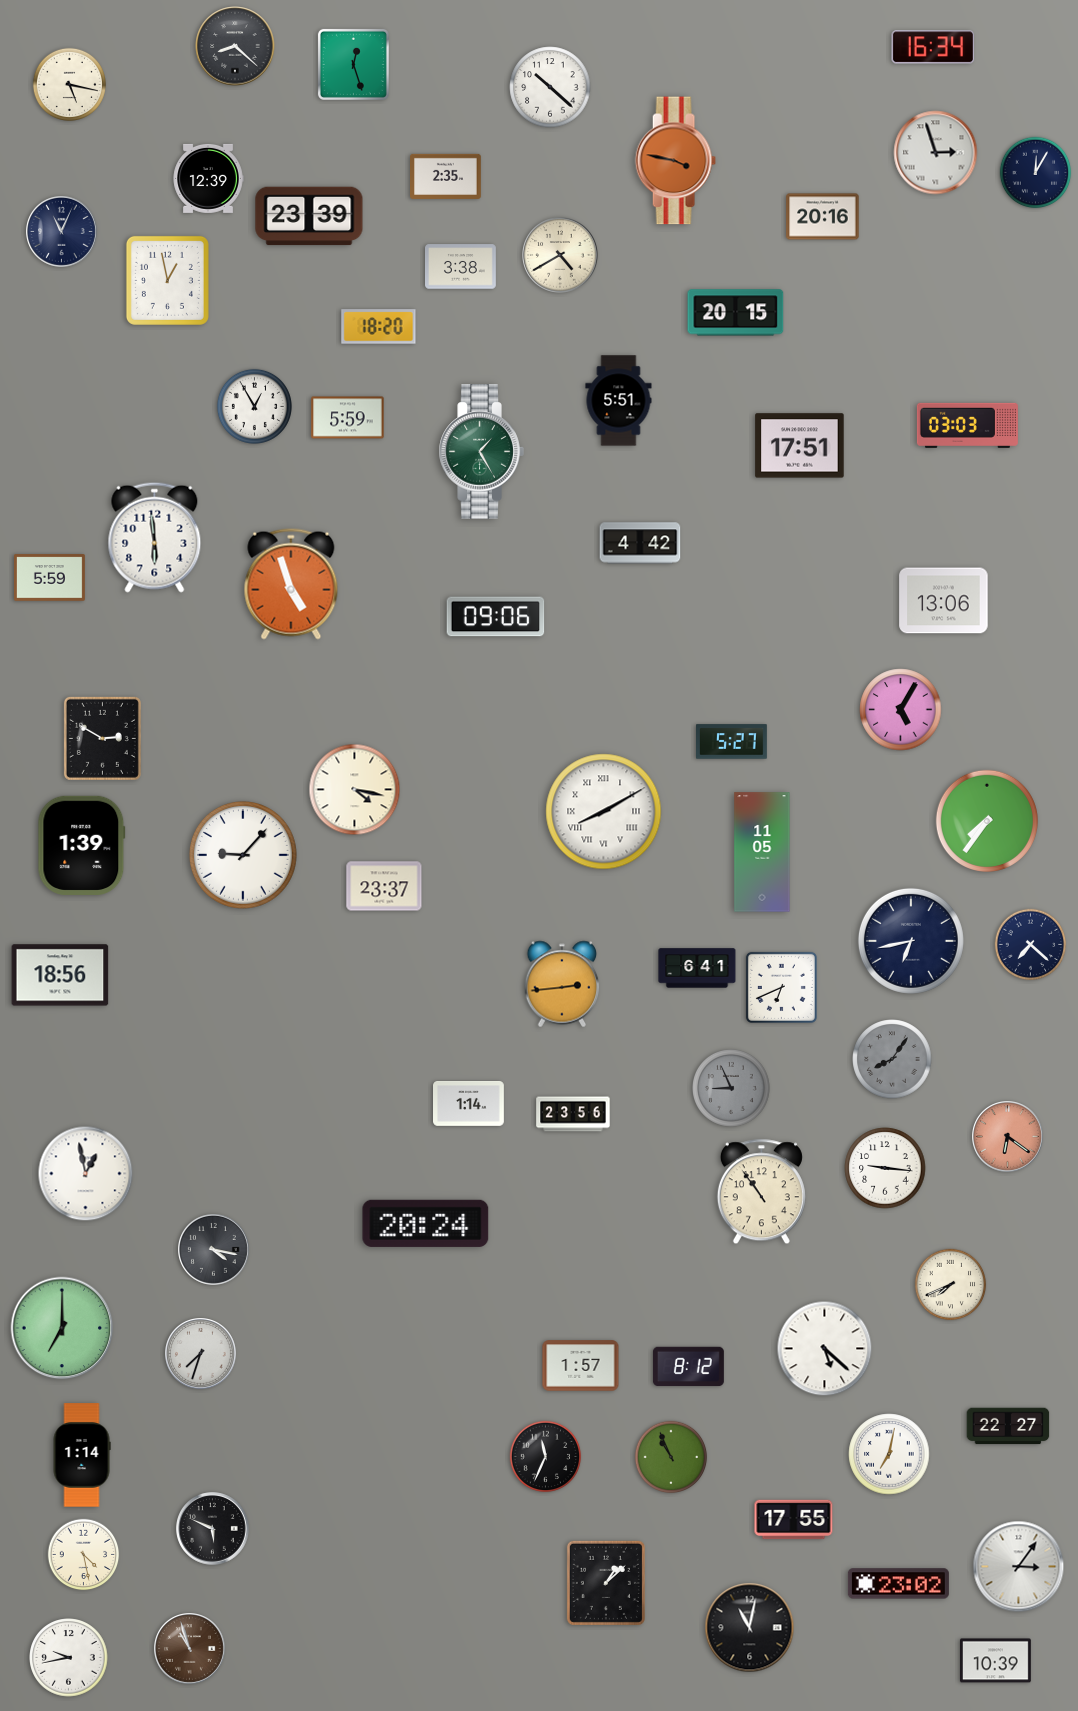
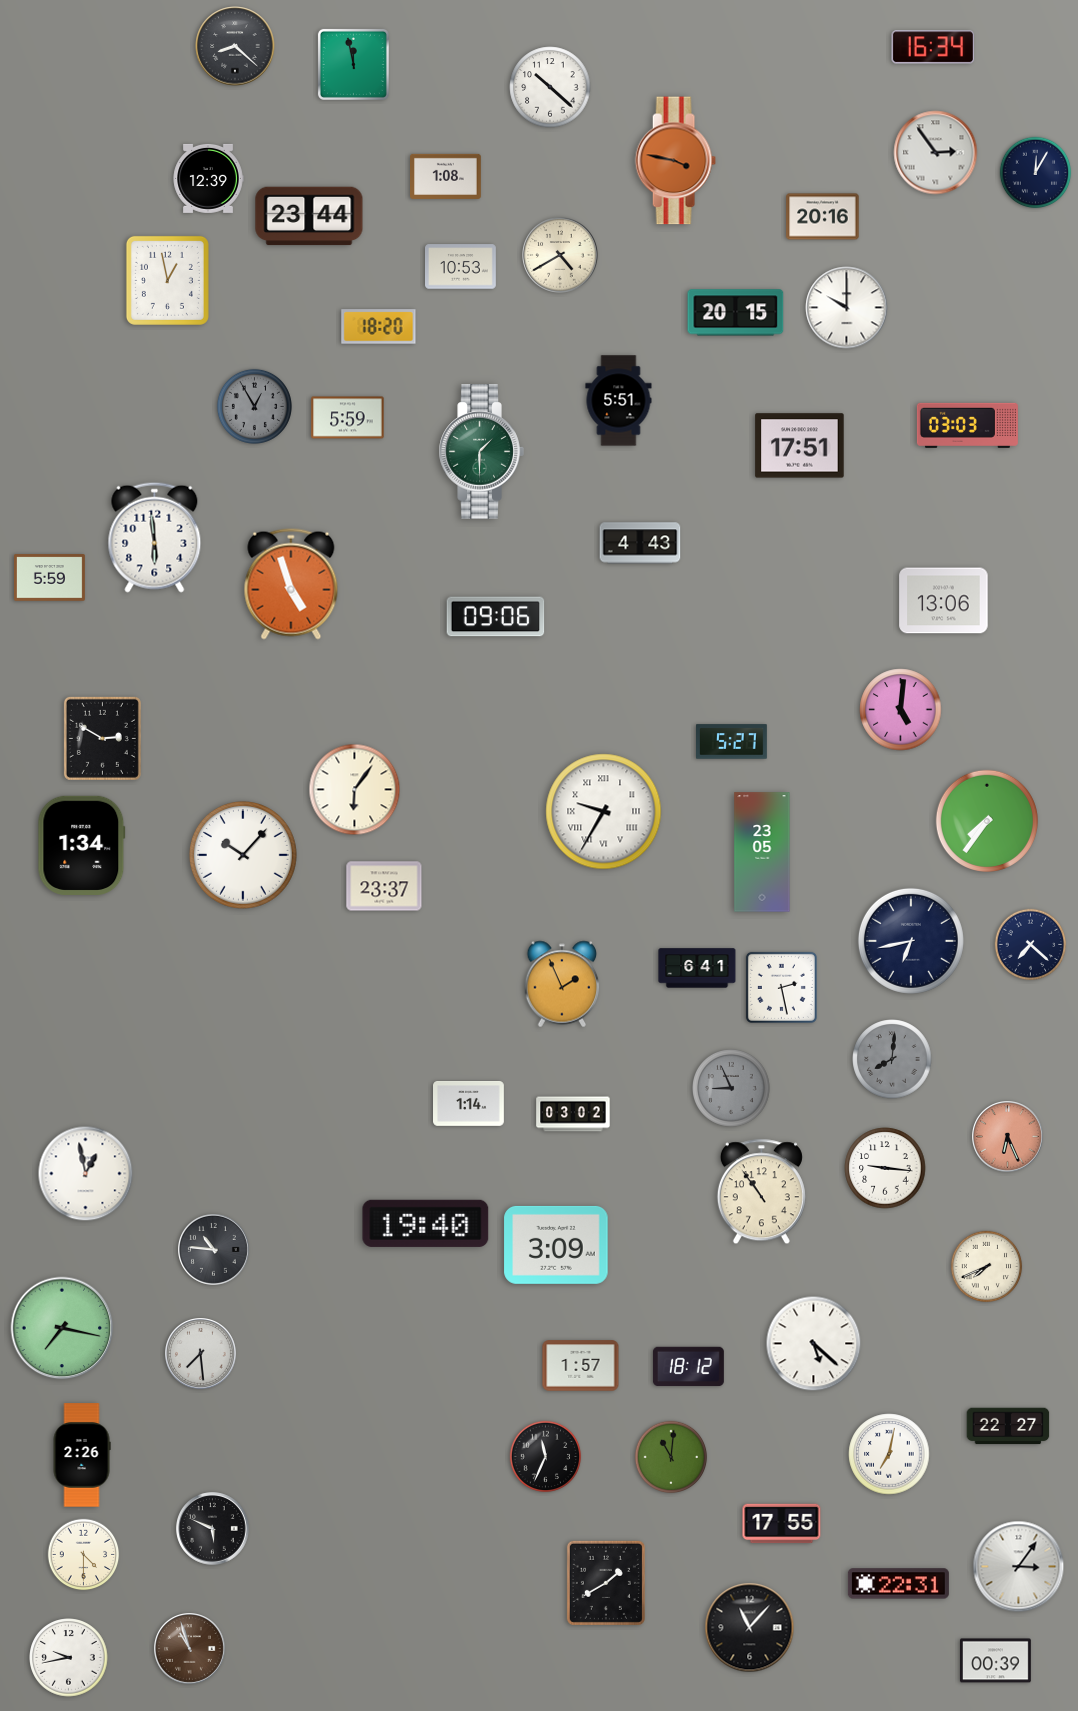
clock at (353, 64): 12:27 -> 11:58
clock at (69, 84): 5:17 -> none
clock at (936, 153): 2:57 -> 2:54
clock at (446, 176): 2:35 -> 1:08
clock at (309, 216): 23:39 -> 23:44
clock at (62, 232): 11:04 -> none
clock at (461, 267): 3:38 -> 10:53
clock at (847, 308): none -> 10:00
clock at (254, 406) dial: white -> grey
clock at (481, 452): 1:25 -> 1:30
clock at (640, 543): 4:42 -> 4:43
clock at (901, 710): 5:05 -> 5:01
clock at (355, 790): 4:17 -> 6:06
clock at (604, 812): 8:10 -> 9:35
clock at (82, 845): 1:39 -> 1:34
clock at (762, 852): 11:05 -> 23:05
clock at (243, 855): 9:07 -> 10:07
clock at (60, 975): 18:56 -> none
clock at (562, 984): 2:44 -> 1:56
clock at (781, 987): 6:41 -> 2:28
clock at (892, 1059): 8:06 -> 8:01
clock at (573, 1114): 23:56 -> 03:02
clock at (1008, 1137): 6:21 -> 6:26
clock at (426, 1223): 20:24 -> 19:40
clock at (556, 1245): none -> 3:09
clock at (214, 1250): 4:17 -> 10:46
clock at (951, 1285) position: (951, 1285) -> (987, 1267)
clock at (62, 1328): 7:00 -> 7:17
clock at (825, 1349) position: (825, 1349) -> (814, 1344)
clock at (201, 1354): 7:33 -> 7:29
clock at (688, 1367): 8:12 -> 18:12
clock at (82, 1455): 1:14 -> 2:26
clock at (671, 1457): 10:56 -> 11:01
clock at (794, 1520) position: (794, 1520) -> (782, 1524)
clock at (84, 1555): 4:28 -> 4:30
clock at (606, 1583): 1:08 -> 1:40
clock at (898, 1584): 23:02 -> 22:31
clock at (750, 1628): 11:02 -> 11:07
clock at (996, 1661): 10:39 -> 00:39
